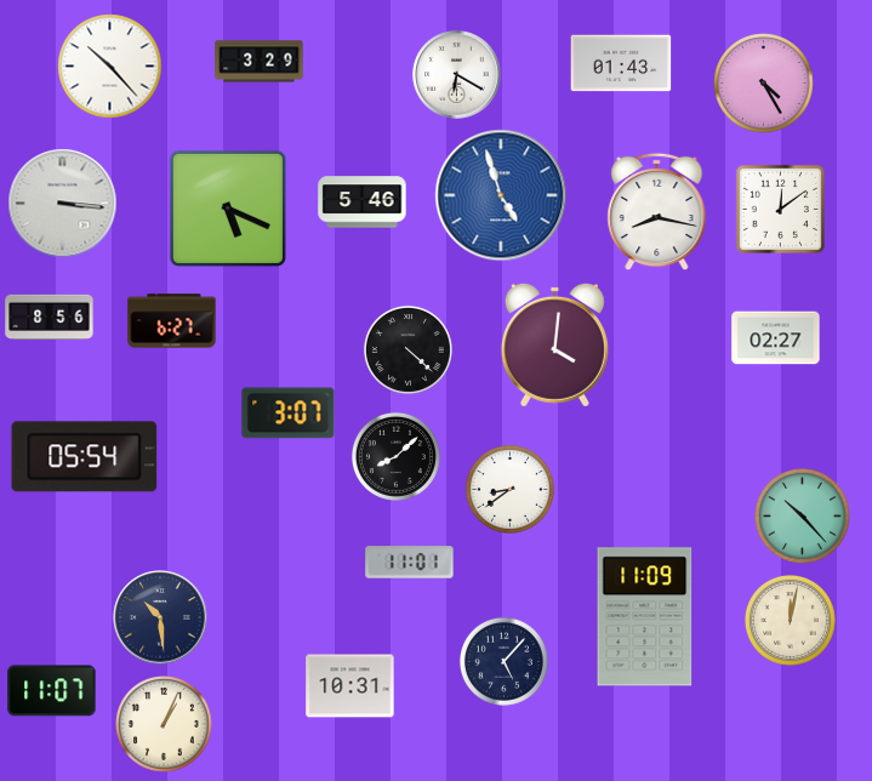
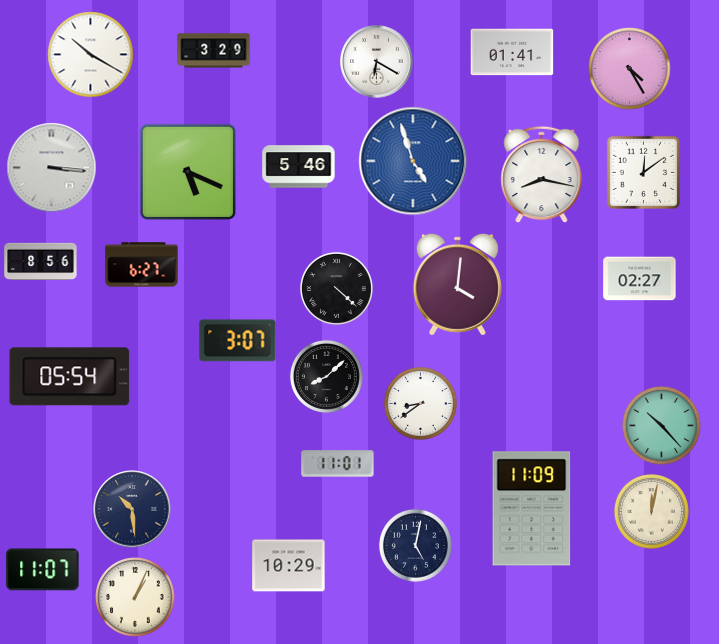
clock at (621, 63): 01:43 -> 01:41
clock at (110, 67): 10:23 -> 10:20
clock at (503, 661): 5:07 -> 5:02
clock at (350, 686): 10:31 -> 10:29
